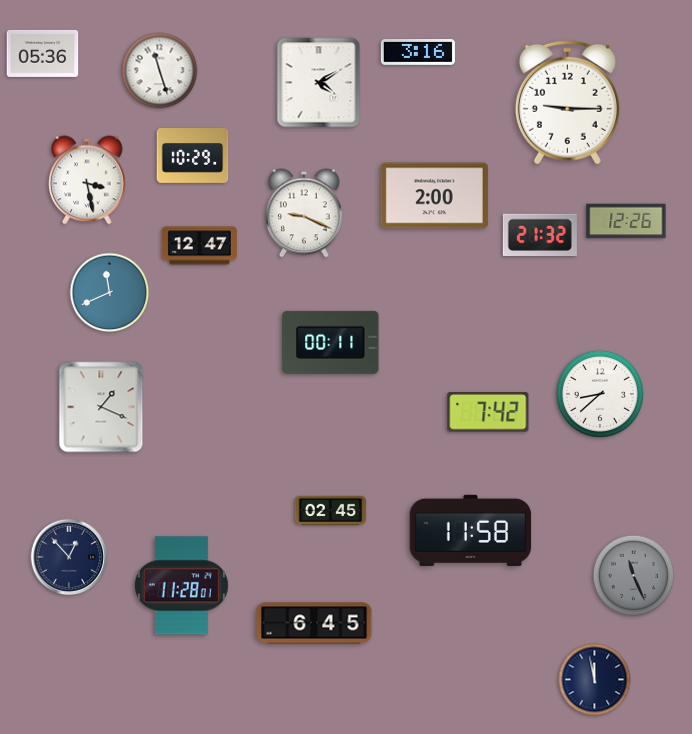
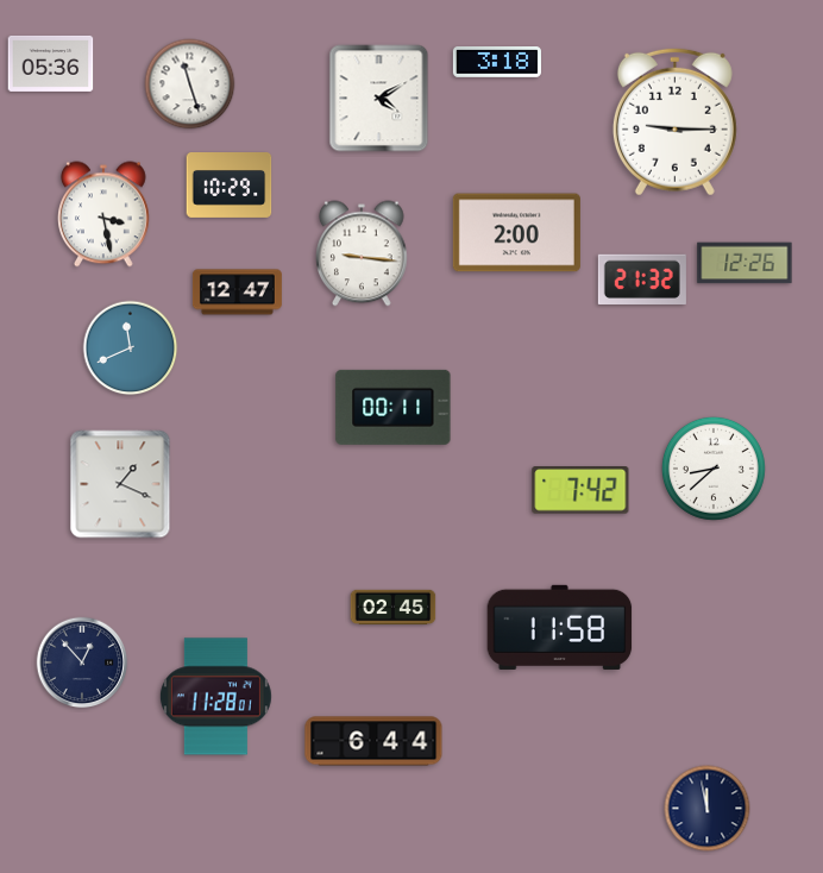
clock at (418, 53): 3:16 -> 3:18
clock at (305, 213): 9:19 -> 9:16
clock at (471, 530) position: (471, 530) -> (560, 627)
clock at (634, 576): 11:26 -> none
clock at (314, 623): 6:45 -> 6:44
